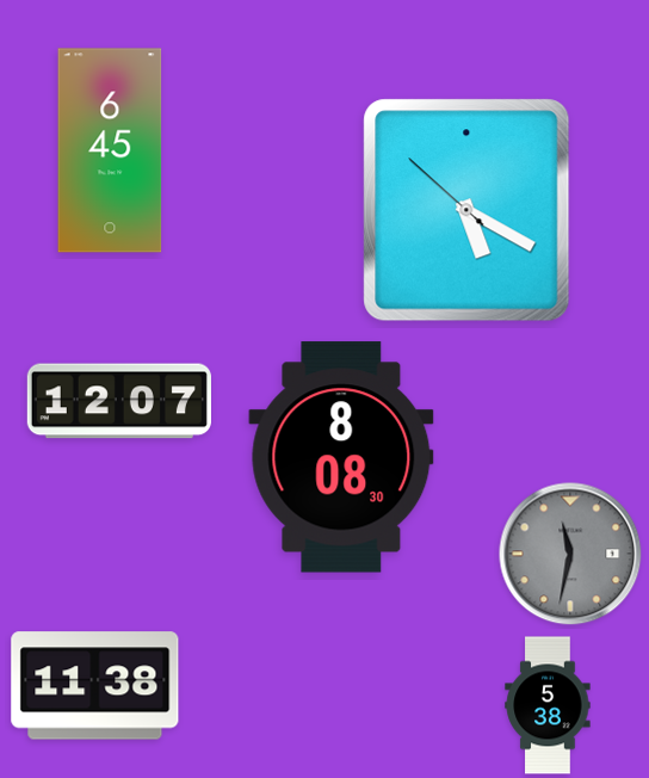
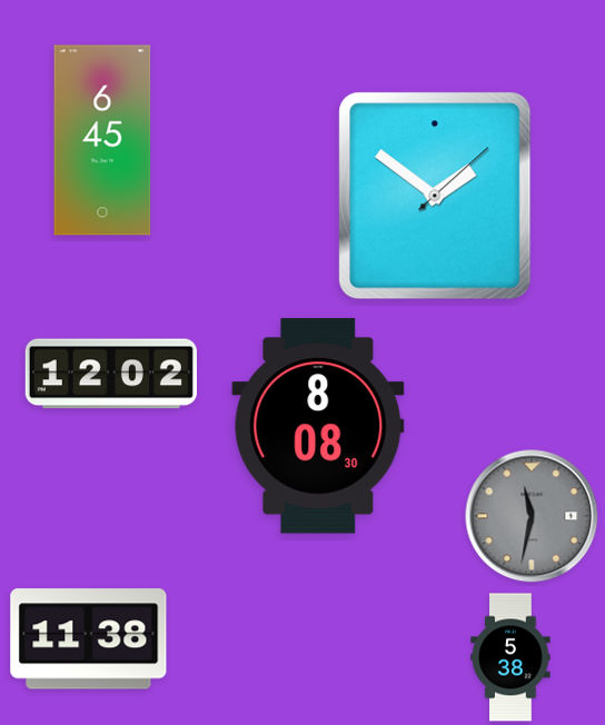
clock at (466, 210): 5:19 -> 1:51
clock at (119, 401): 12:07 -> 12:02
